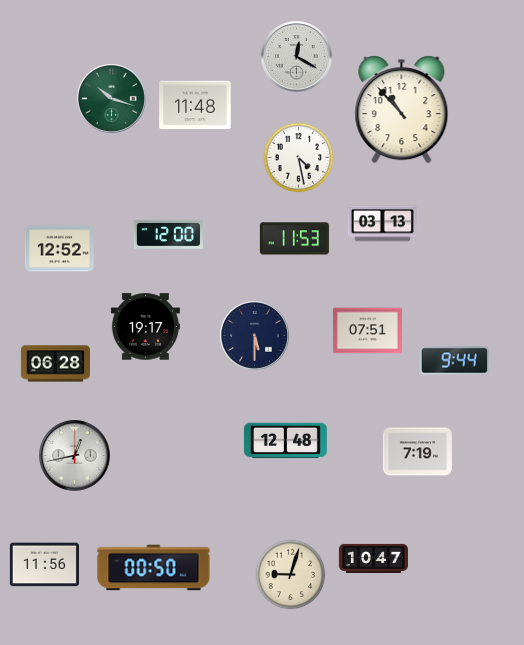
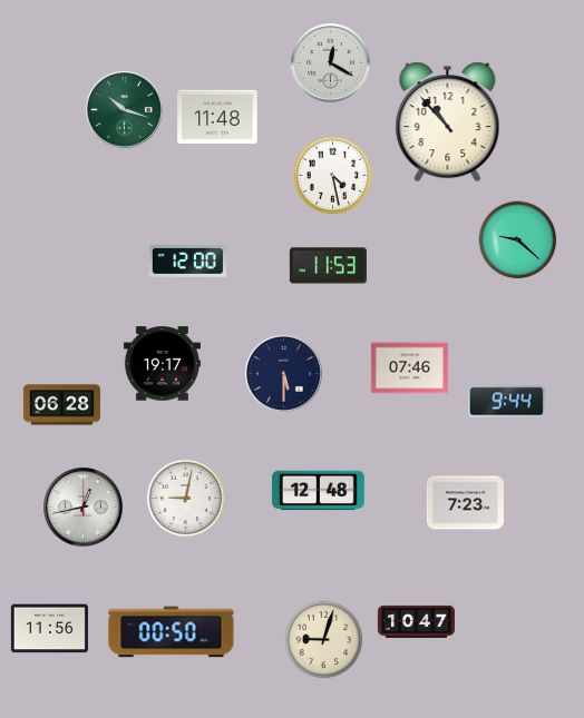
clock at (518, 240): none -> 9:22
clock at (382, 224): 03:13 -> none
clock at (59, 249): 12:52 -> none
clock at (367, 331): 07:51 -> 07:46
clock at (186, 499): none -> 9:02
clock at (417, 452): 7:19 -> 7:23
